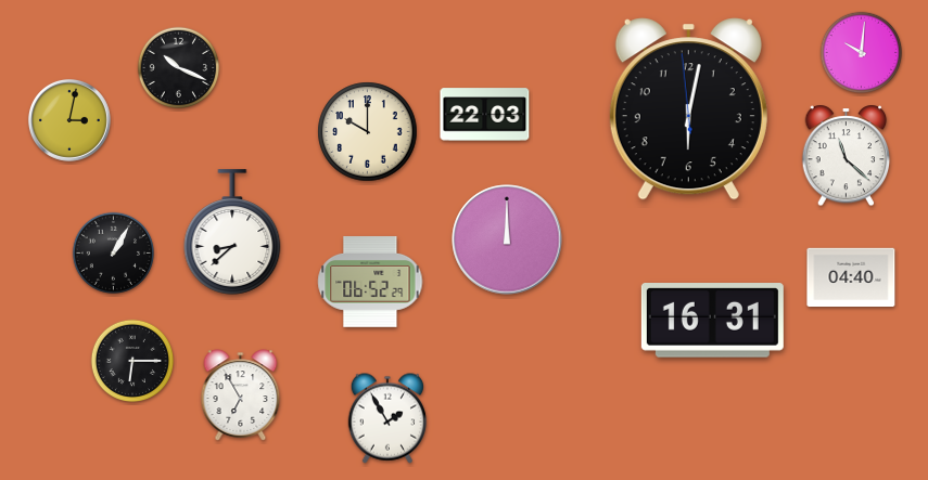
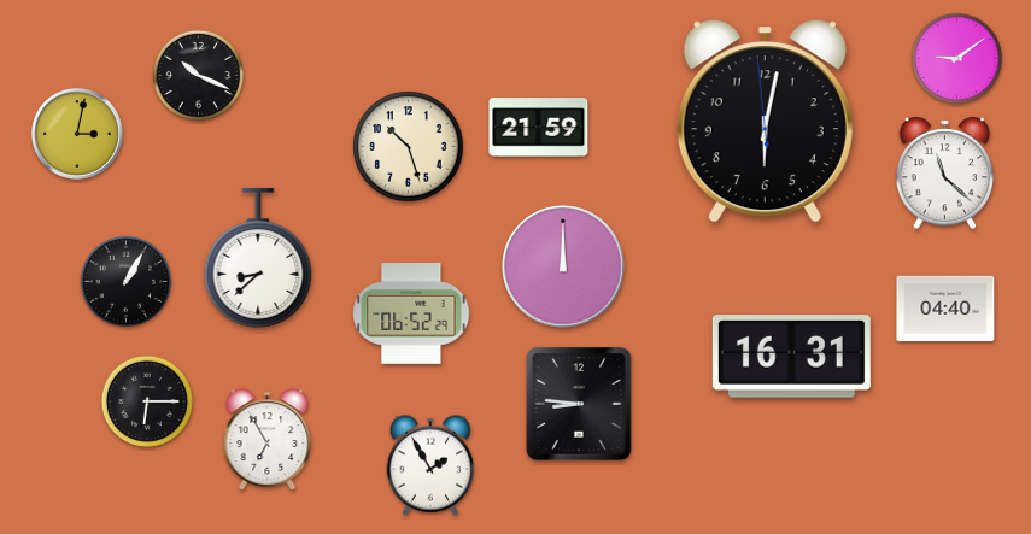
clock at (862, 53): 10:01 -> 9:09
clock at (485, 115): 22:03 -> 21:59
clock at (368, 132): 10:00 -> 10:27
clock at (847, 156) position: (847, 156) -> (945, 174)
clock at (579, 404): none -> 8:46
